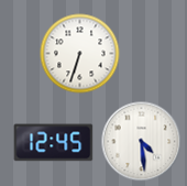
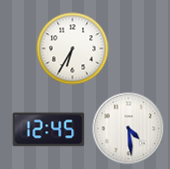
clock at (80, 54): 6:33 -> 6:35
